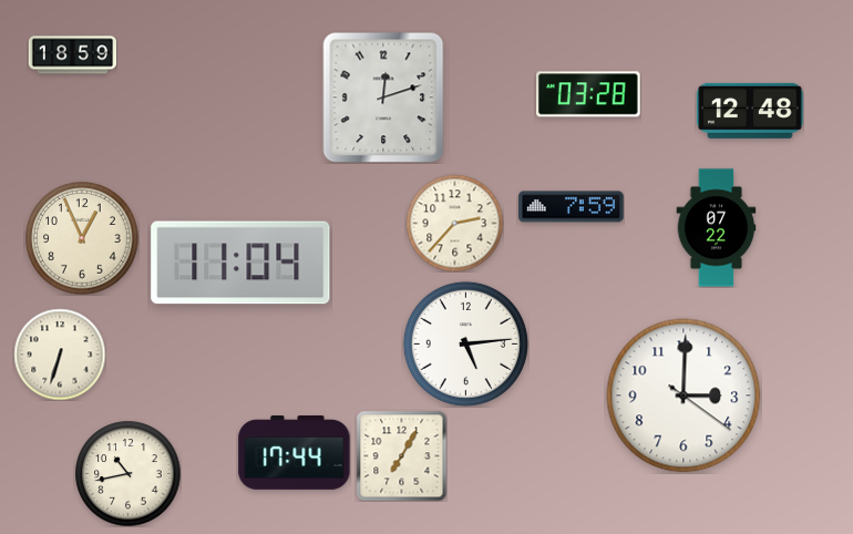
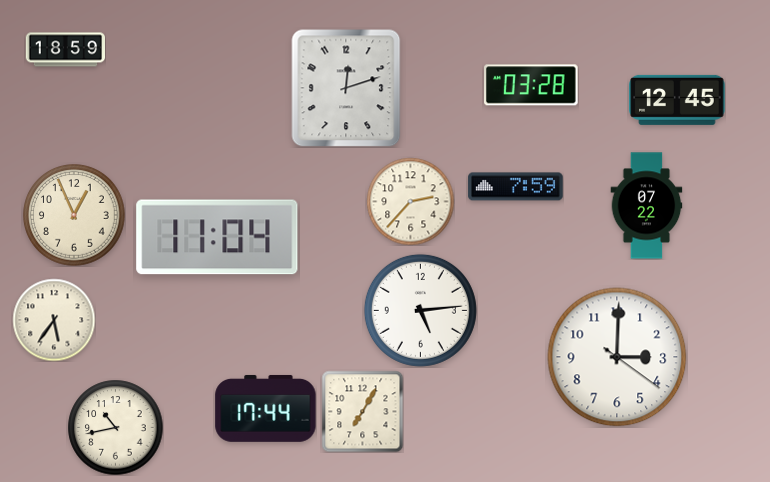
clock at (750, 111): 12:48 -> 12:45
clock at (60, 355): 6:33 -> 5:36
